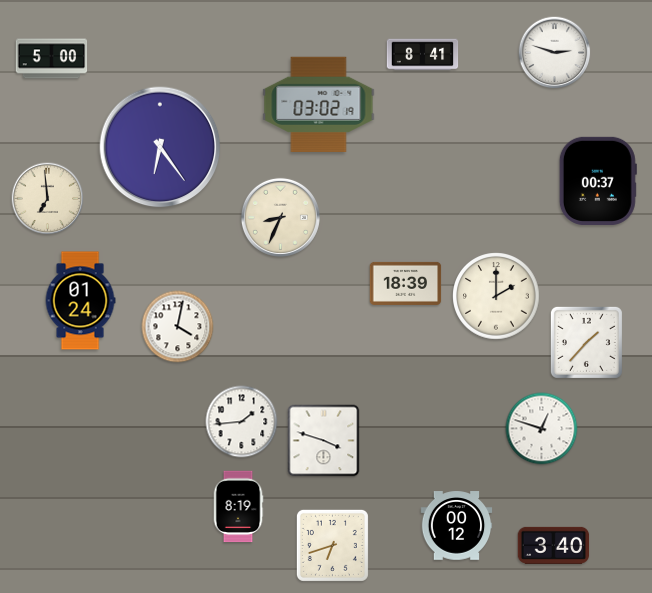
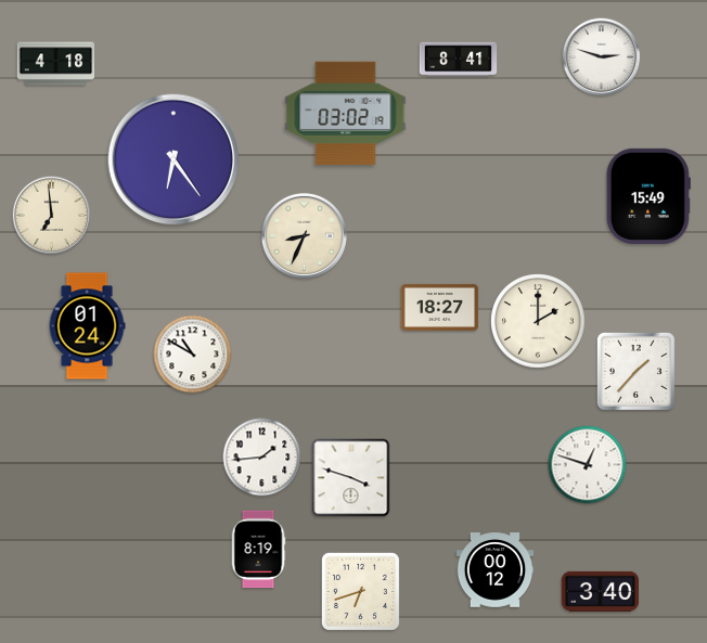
clock at (52, 59): 5:00 -> 4:18
clock at (598, 181): 00:37 -> 15:49
clock at (406, 283): 18:39 -> 18:27
clock at (178, 327): 4:02 -> 10:50
